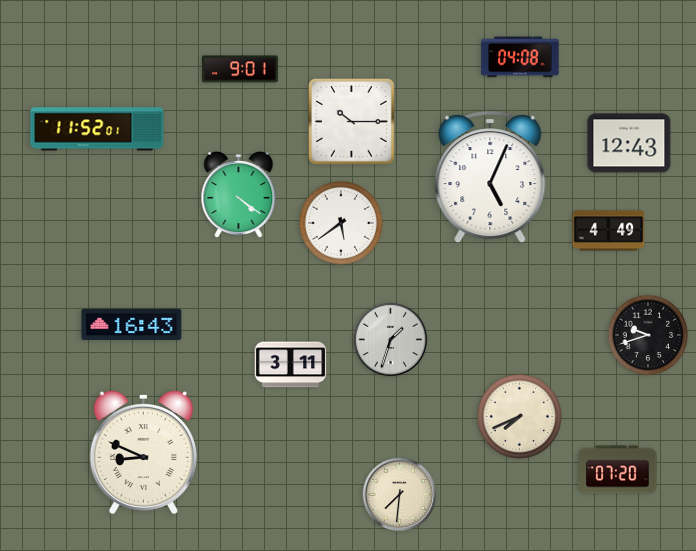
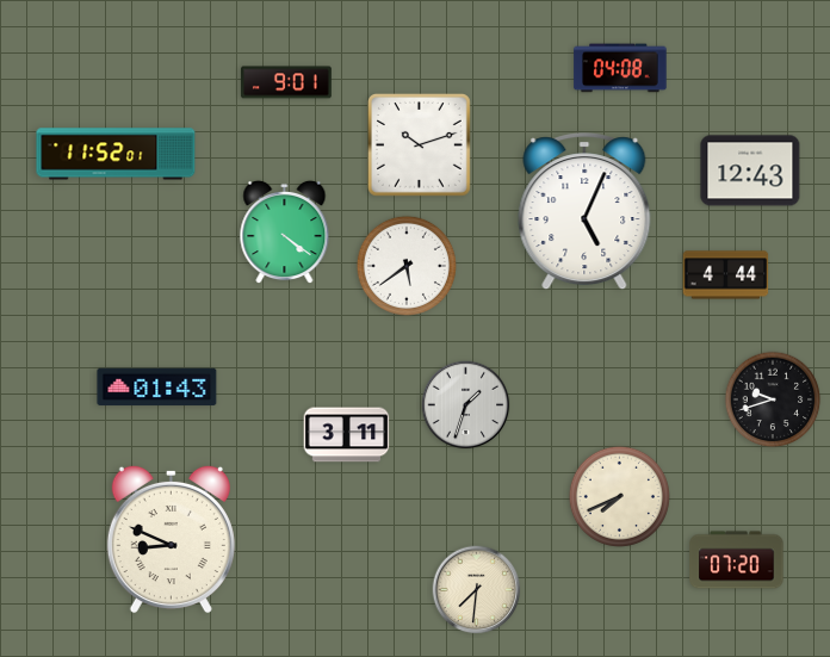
clock at (351, 121): 10:15 -> 10:12
clock at (609, 231): 4:49 -> 4:44
clock at (132, 325): 16:43 -> 01:43
